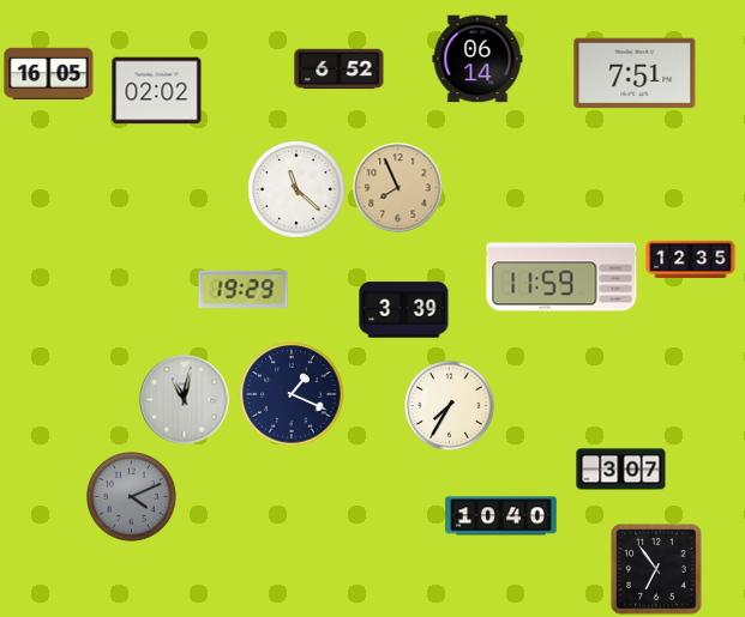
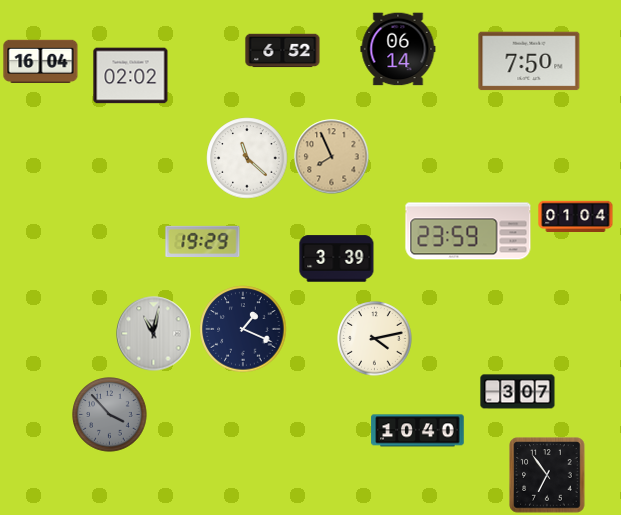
clock at (340, 69) position: (340, 69) -> (283, 51)
clock at (49, 73): 16:05 -> 16:04
clock at (635, 73): 7:51 -> 7:50
clock at (691, 259): 12:35 -> 01:04
clock at (561, 277): 11:59 -> 23:59
clock at (450, 406): 7:35 -> 4:13
clock at (132, 497): 4:11 -> 3:53
